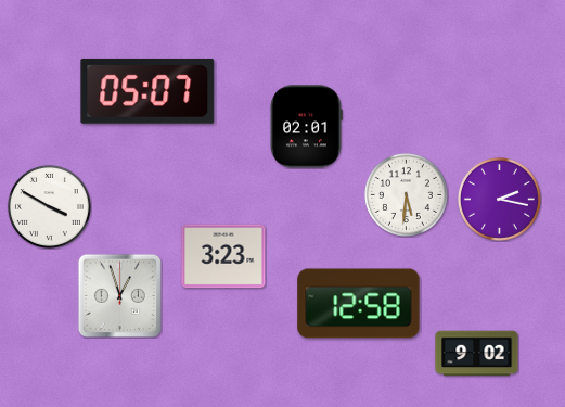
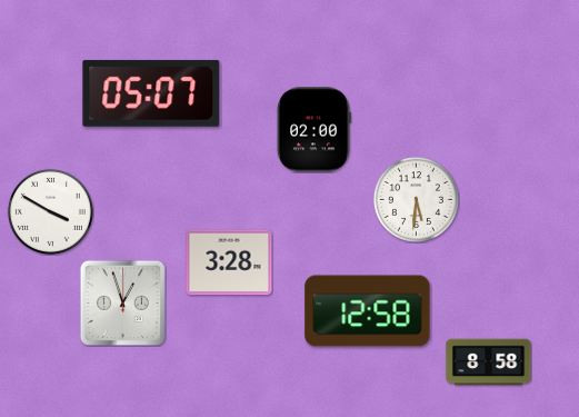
clock at (306, 127): 02:01 -> 02:00
clock at (499, 199): 2:17 -> none
clock at (223, 256): 3:23 -> 3:28
clock at (477, 354): 9:02 -> 8:58
